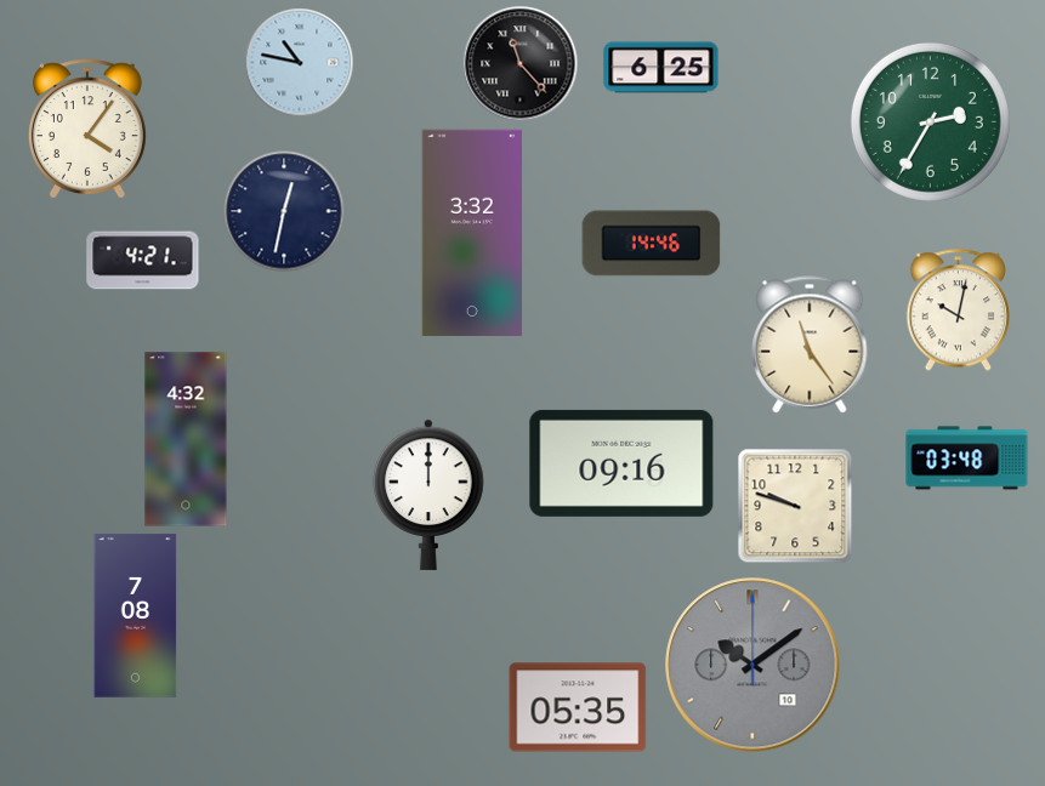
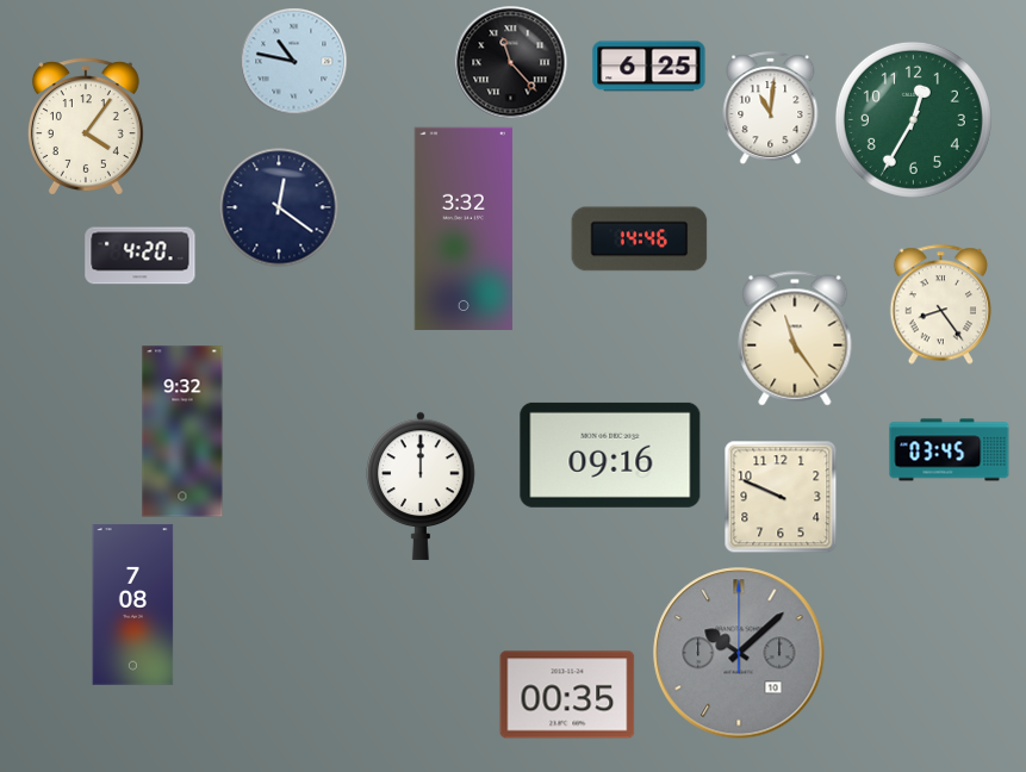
clock at (771, 108): none -> 11:01
clock at (930, 121): 2:35 -> 12:35
clock at (284, 211): 12:32 -> 12:21
clock at (143, 261): 4:21 -> 4:20
clock at (958, 311): 10:02 -> 8:24
clock at (186, 439): 4:32 -> 9:32
clock at (967, 458): 03:48 -> 03:45
clock at (795, 506): 9:48 -> 9:49
clock at (752, 665): 10:09 -> 10:08
clock at (578, 707): 05:35 -> 00:35
